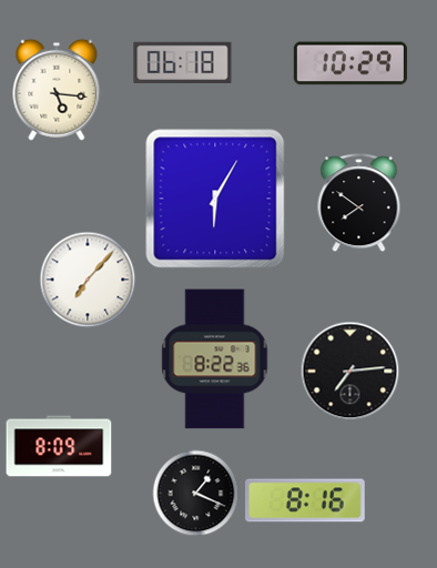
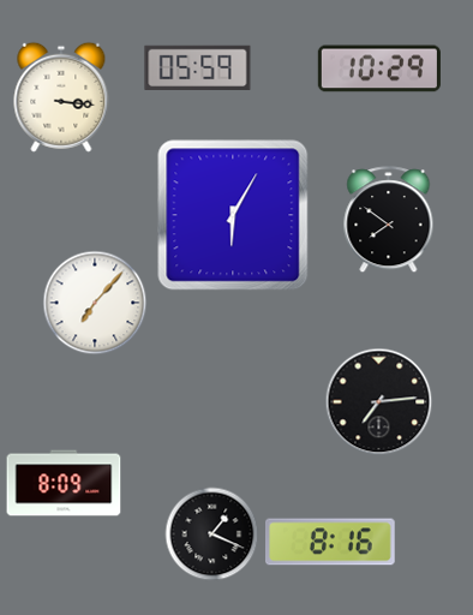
clock at (183, 62): 06:18 -> 05:59
clock at (57, 90): 5:16 -> 3:16
clock at (215, 359): 8:22 -> none
